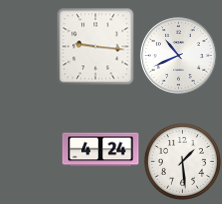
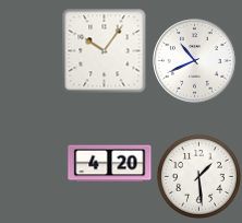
clock at (95, 46): 9:16 -> 10:06
clock at (101, 150): 4:24 -> 4:20
